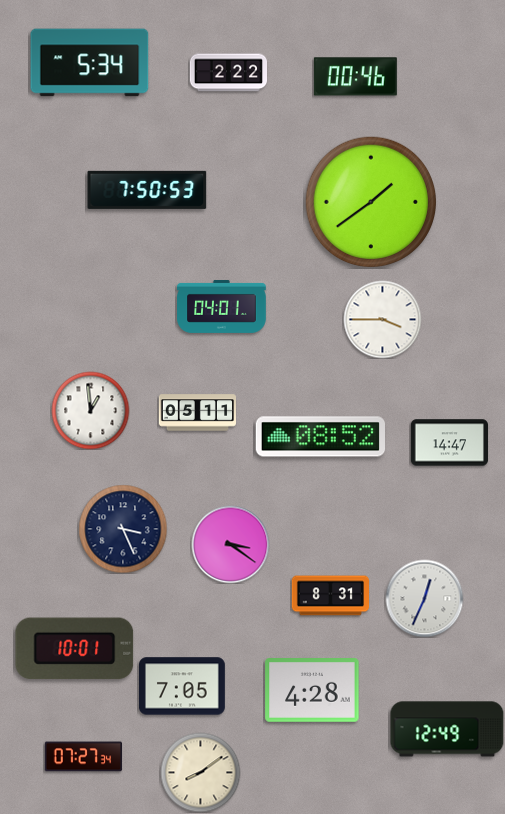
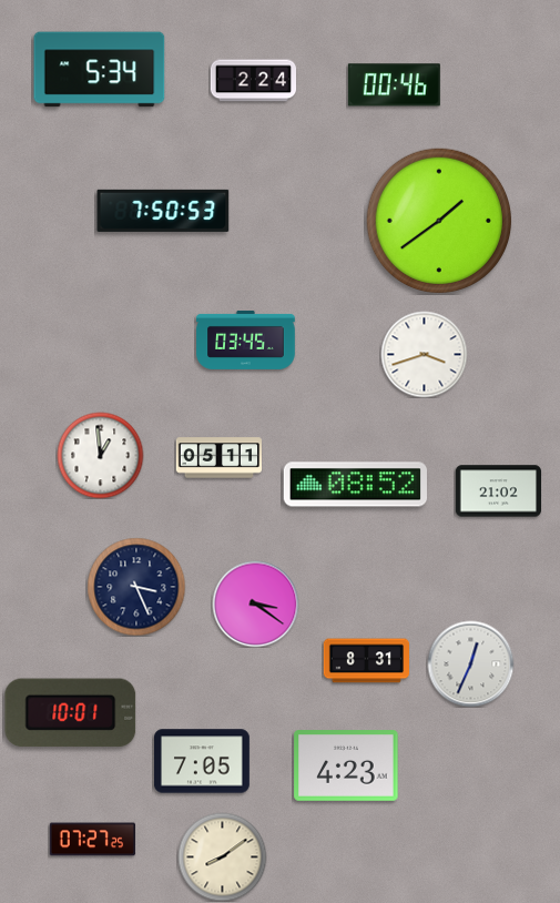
clock at (228, 73): 2:22 -> 2:24
clock at (371, 202) position: (371, 202) -> (439, 221)
clock at (222, 306): 04:01 -> 03:45
clock at (382, 319): 3:45 -> 3:42
clock at (449, 443): 14:47 -> 21:02
clock at (75, 649) position: (75, 649) -> (71, 713)
clock at (312, 691): 4:28 -> 4:23
clock at (447, 729): 12:49 -> none
clock at (83, 757): 07:27:34 -> 07:27:25
